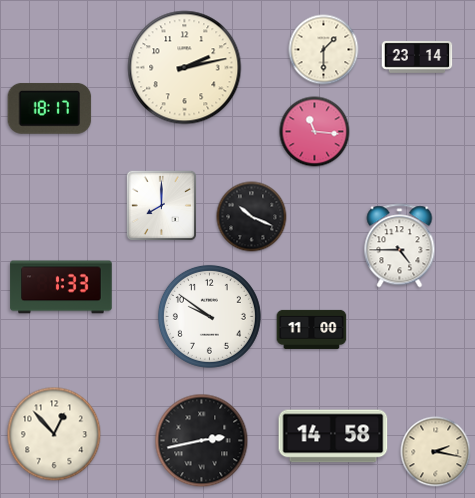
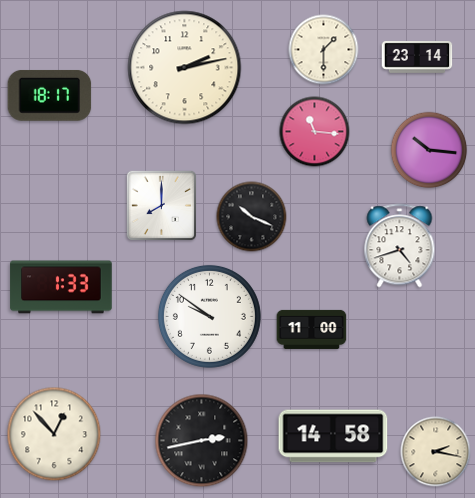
clock at (50, 108) position: (50, 108) -> (50, 95)
clock at (429, 150): none -> 10:16
clock at (400, 246): 4:45 -> 4:42
